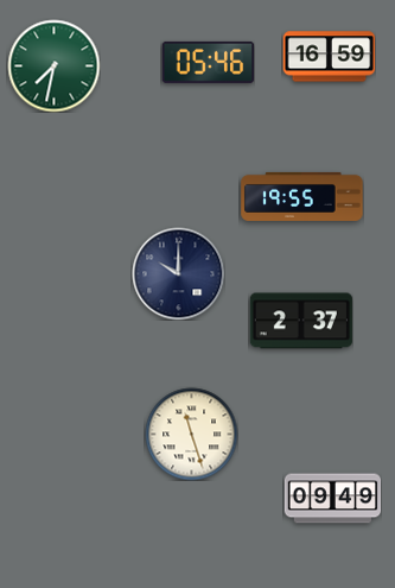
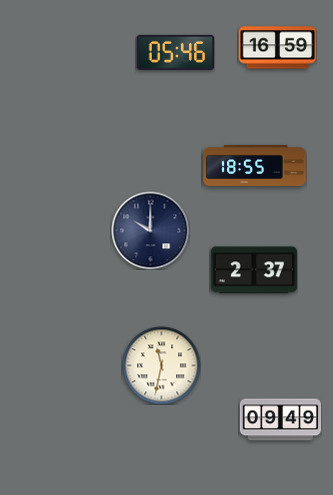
clock at (53, 65): 7:32 -> none
clock at (302, 196): 19:55 -> 18:55
clock at (191, 434): 11:27 -> 11:32
